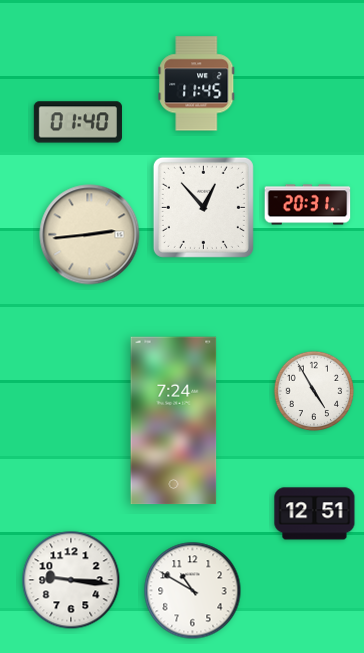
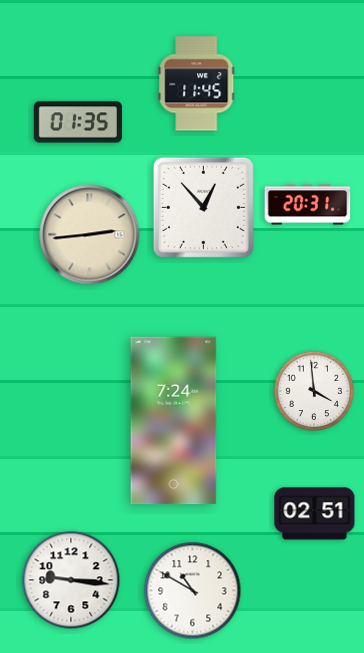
clock at (78, 122): 01:40 -> 01:35
clock at (313, 390): 4:55 -> 3:59
clock at (315, 514): 12:51 -> 02:51
